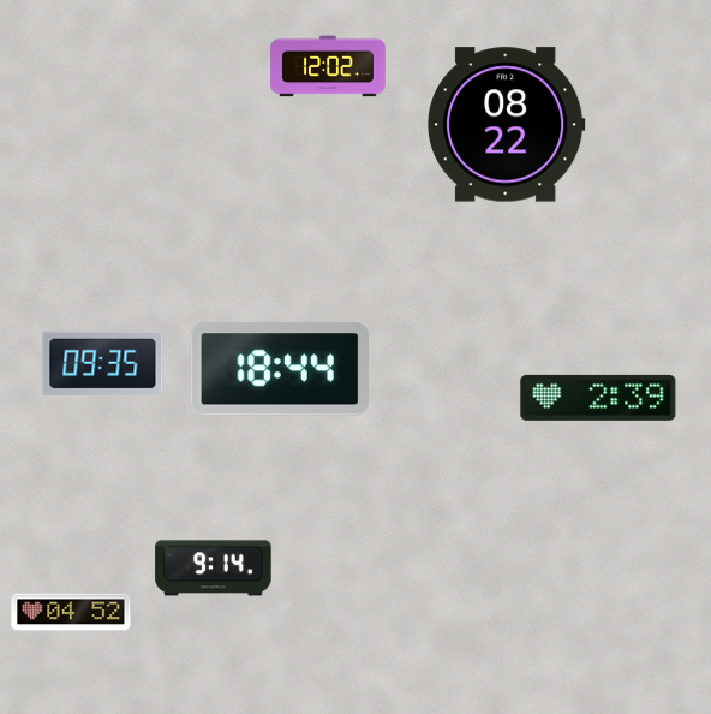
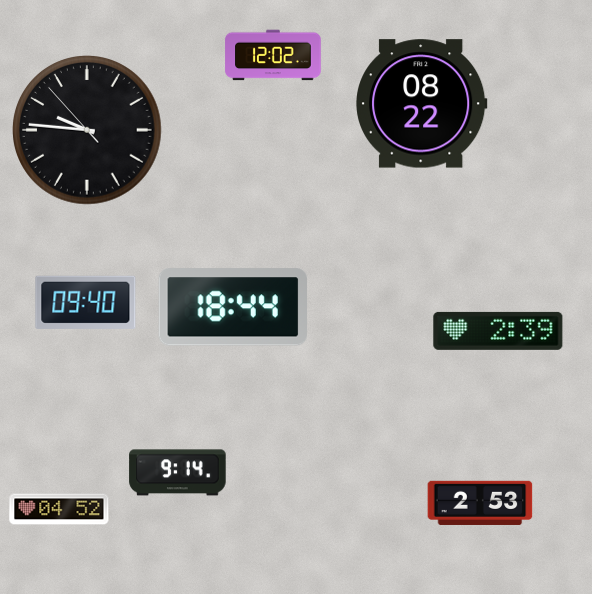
clock at (87, 130): none -> 9:45
clock at (103, 363): 09:35 -> 09:40
clock at (480, 503): none -> 2:53
